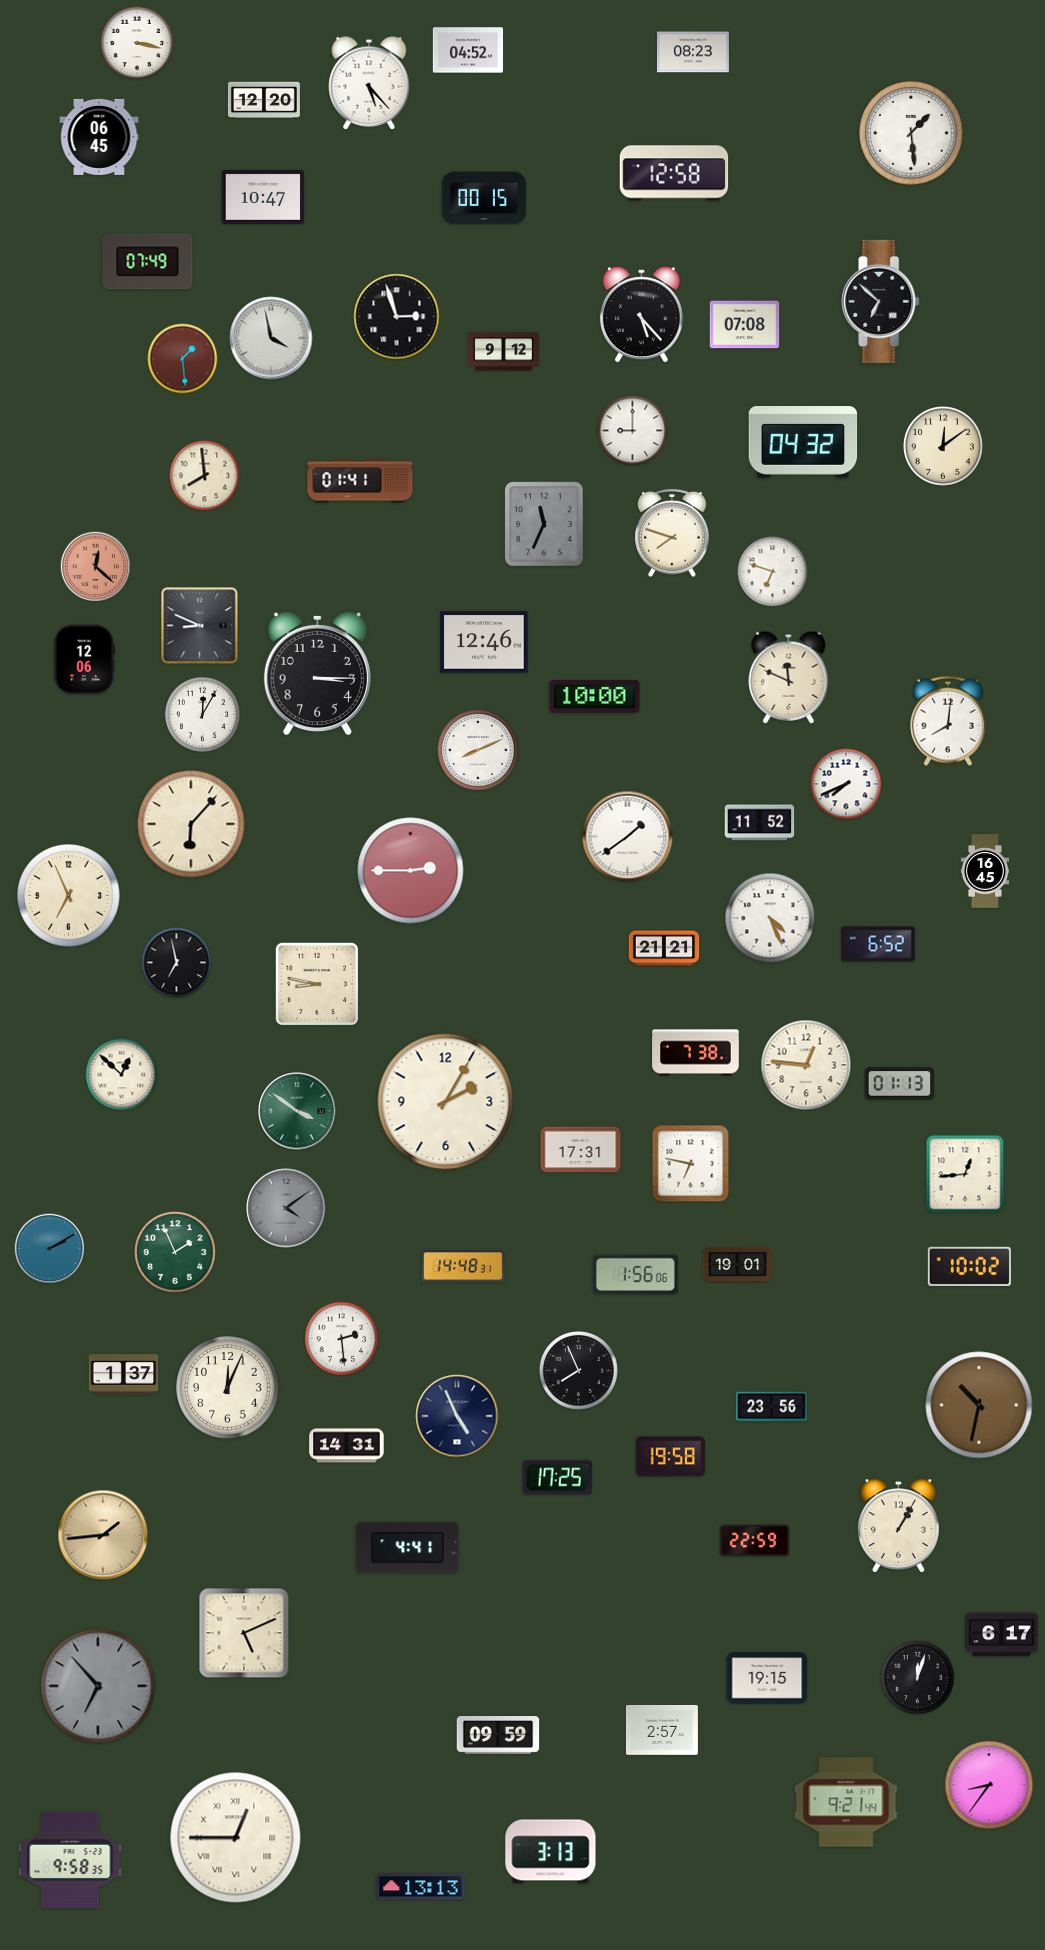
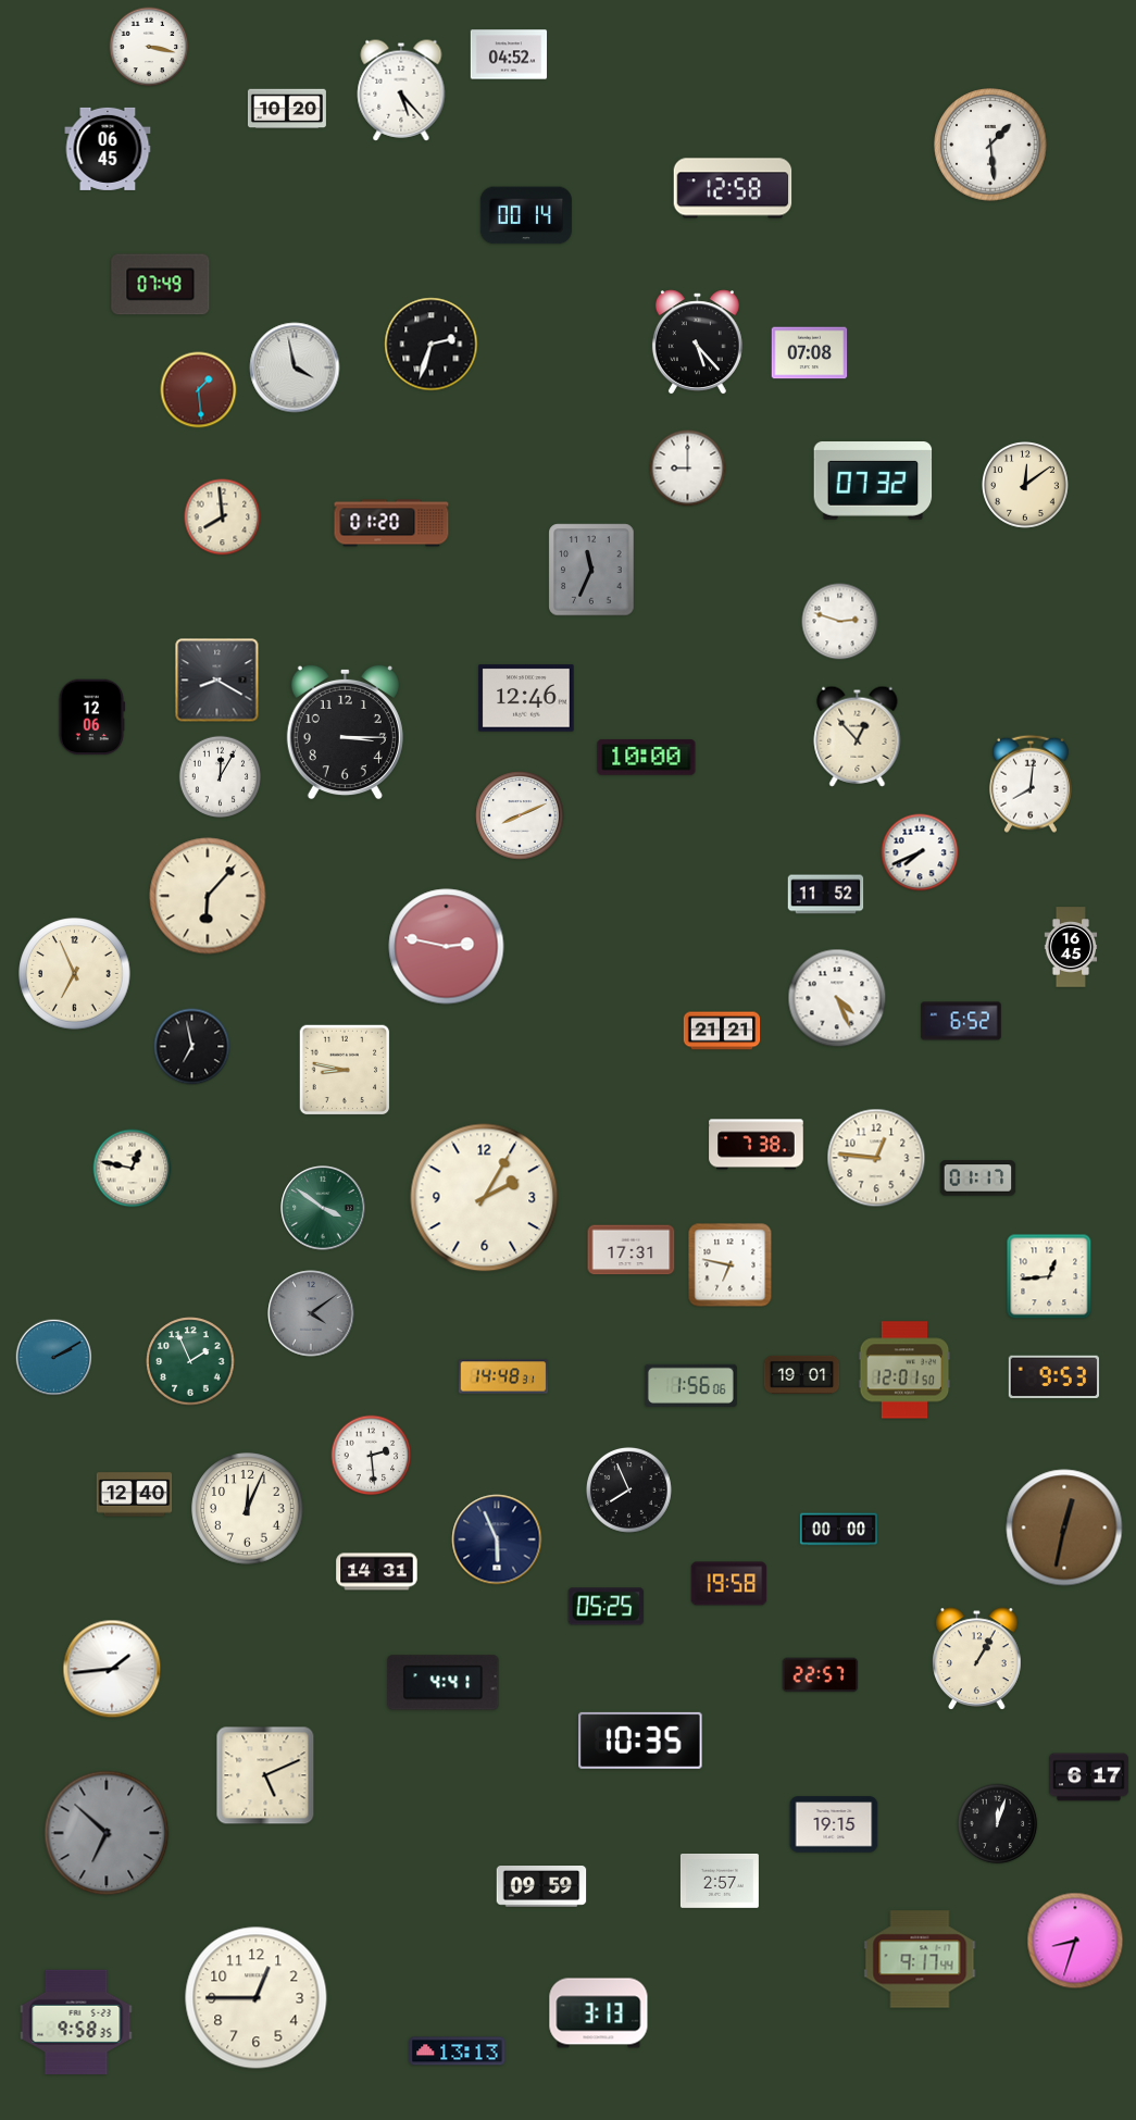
clock at (693, 52): 08:23 -> none
clock at (264, 100): 12:20 -> 10:20
clock at (263, 197): 10:47 -> none
clock at (484, 198): 00:15 -> 00:14
clock at (881, 301): 6:52 -> none
clock at (397, 317): 2:57 -> 2:33
clock at (503, 352): 9:12 -> none
clock at (803, 443): 04:32 -> 07:32
clock at (360, 481): 01:41 -> 01:20
clock at (672, 533): 7:48 -> none
clock at (96, 567): 12:22 -> none
clock at (773, 572): 6:48 -> 2:48
clock at (200, 626): 8:49 -> 8:20
clock at (789, 677): 11:49 -> 12:53
clock at (628, 837): 1:39 -> none
clock at (411, 871): 2:45 -> 2:47
clock at (878, 944) position: (878, 944) -> (961, 1021)
clock at (122, 1075): 12:52 -> 12:47
clock at (900, 1084): 01:13 -> 01:17
clock at (691, 1164) position: (691, 1164) -> (731, 1265)
clock at (904, 1370): none -> 12:01
clock at (969, 1267): 10:02 -> 9:53
clock at (124, 1375): 1:37 -> 12:40
clock at (979, 1405): 10:32 -> 12:32
clock at (771, 1407): 23:56 -> 00:00
clock at (457, 1416): 4:56 -> 5:56
clock at (558, 1478): 17:25 -> 05:25
clock at (103, 1535) dial: champagne -> white
clock at (755, 1541): 22:59 -> 22:57
clock at (640, 1741): none -> 10:35
clock at (98, 1686): 6:53 -> 6:52
clock at (989, 1785): 8:36 -> 8:33
clock at (846, 1802): 9:21 -> 9:17
clock at (236, 1838) numerals: Roman -> Arabic
